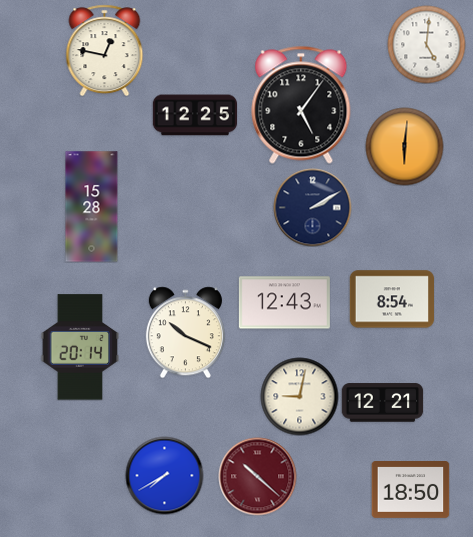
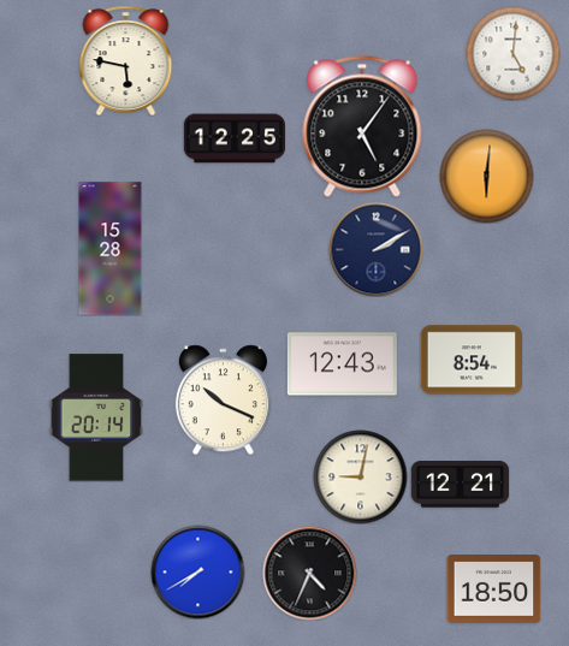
clock at (105, 50): 12:47 -> 5:47
clock at (257, 476): 10:22 -> 4:34
clock at (257, 476) dial: burgundy -> black
